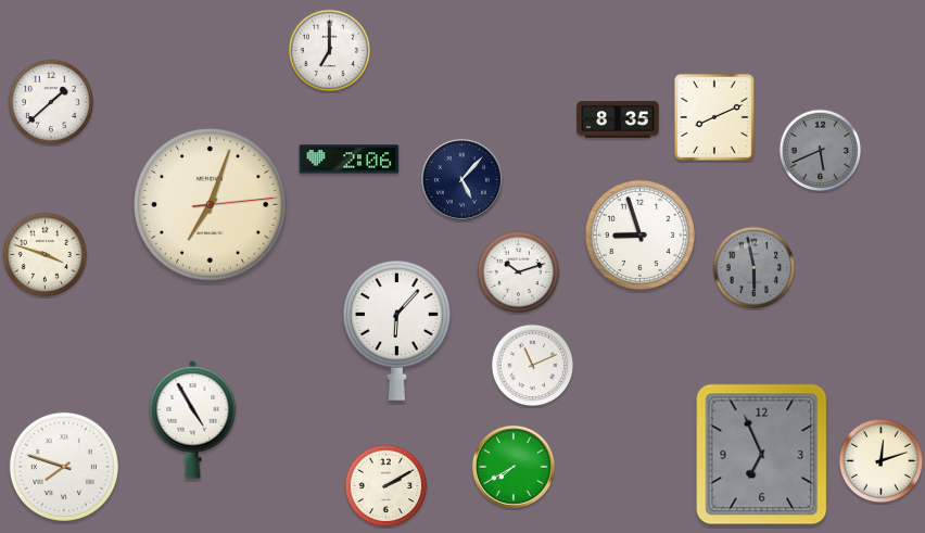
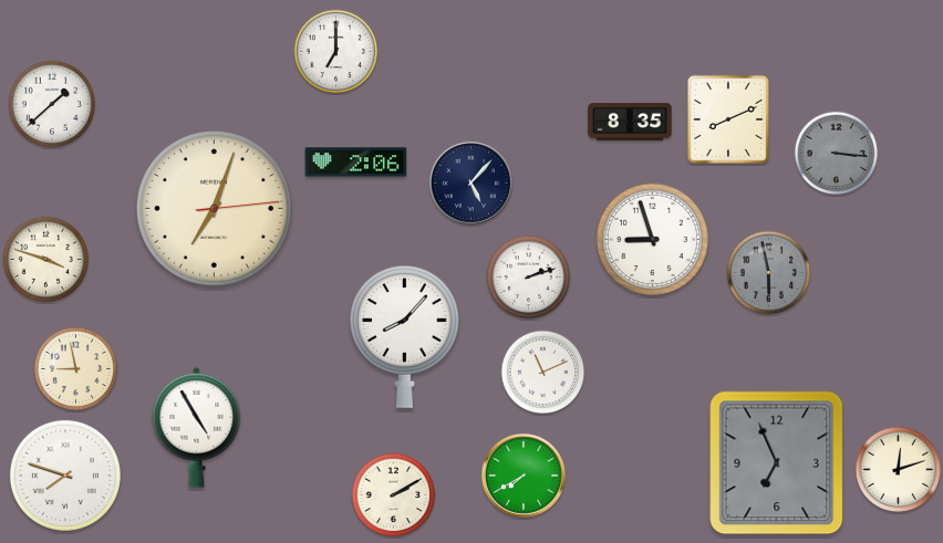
clock at (821, 151): 5:41 -> 3:16
clock at (519, 272): 10:12 -> 2:12
clock at (396, 330): 6:07 -> 8:07
clock at (76, 369): none -> 8:58
